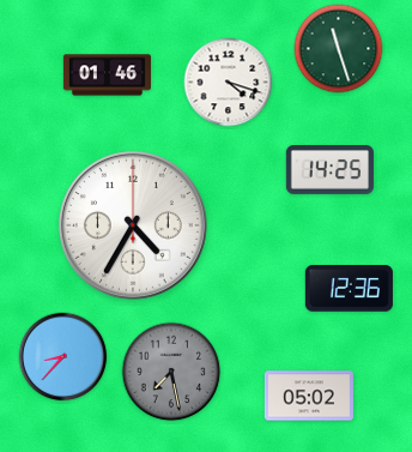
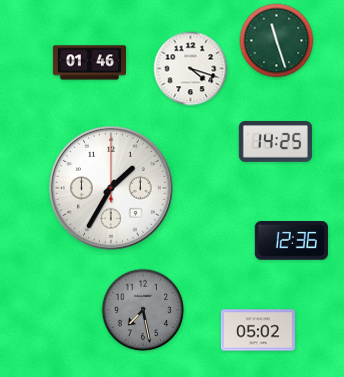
clock at (339, 49) position: (339, 49) -> (277, 41)
clock at (133, 225): 4:35 -> 1:35
clock at (63, 357): 8:37 -> none
